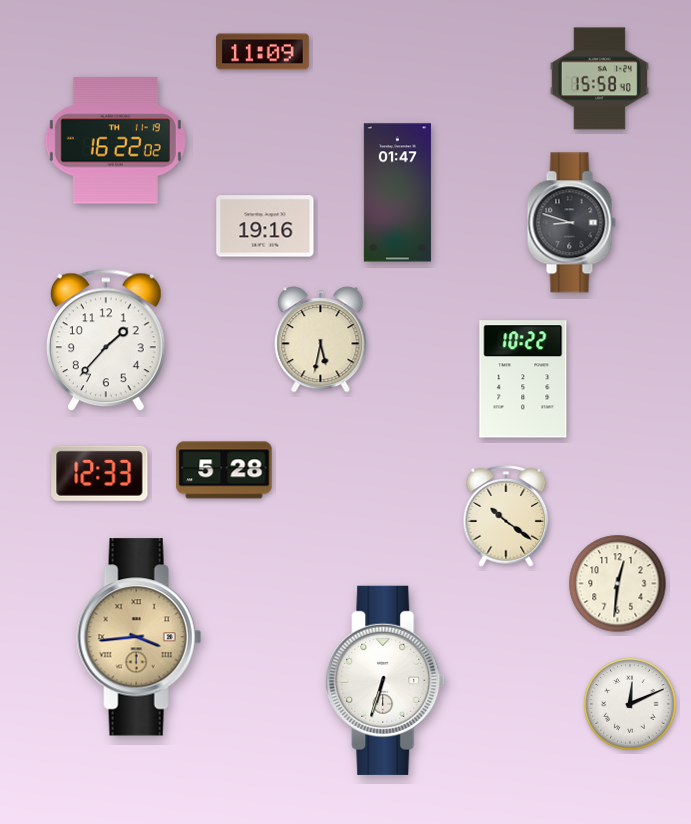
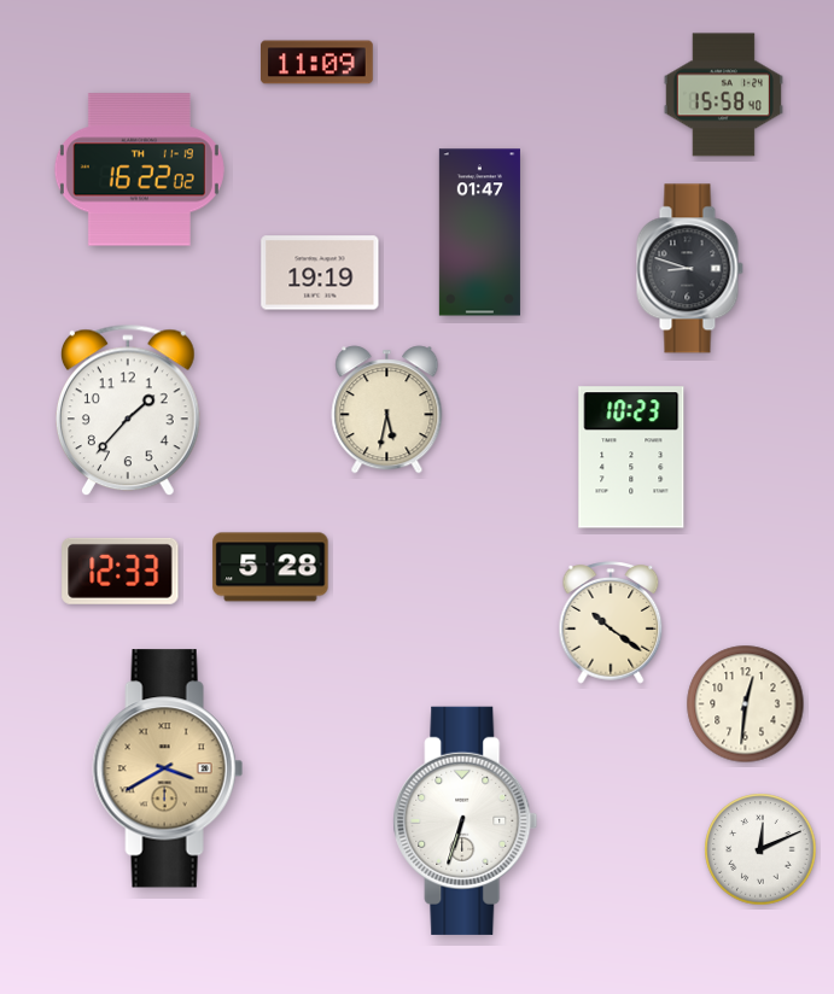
clock at (265, 226): 19:16 -> 19:19
clock at (523, 379): 10:22 -> 10:23
clock at (139, 637): 3:44 -> 3:40
